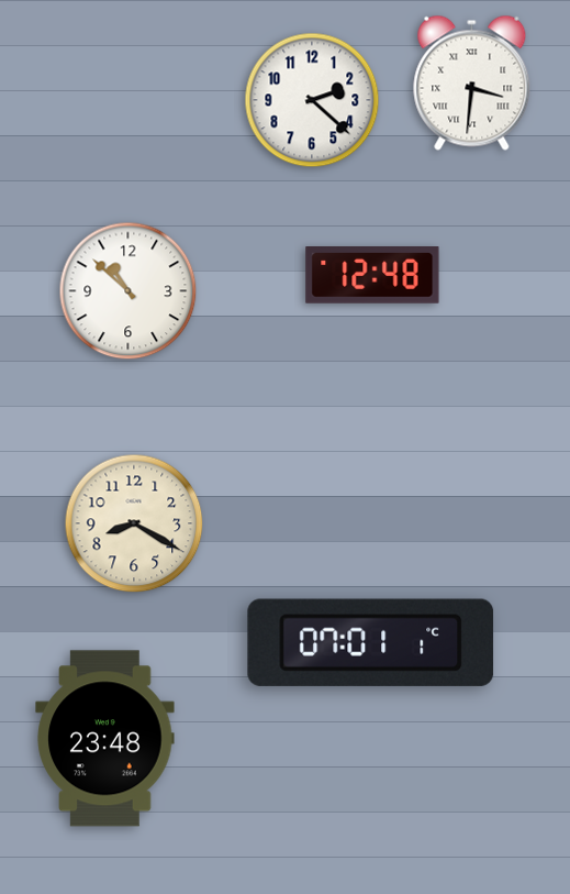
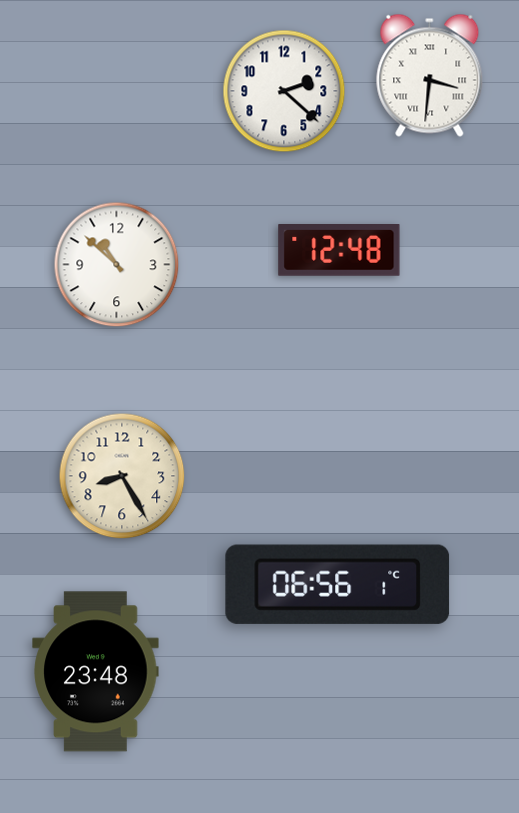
clock at (134, 523): 8:20 -> 8:25
clock at (371, 642): 07:01 -> 06:56
